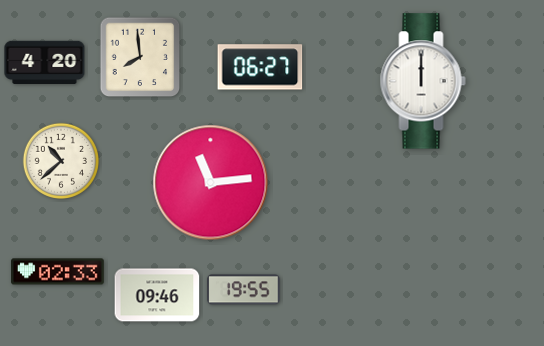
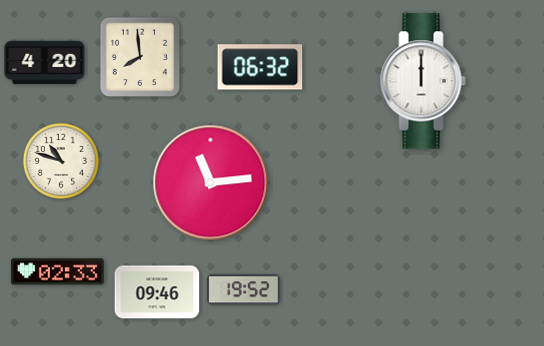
clock at (260, 67): 06:27 -> 06:32
clock at (60, 160): 10:38 -> 10:48
clock at (244, 290): 19:55 -> 19:52
clock at (157, 295) position: (157, 295) -> (157, 292)
